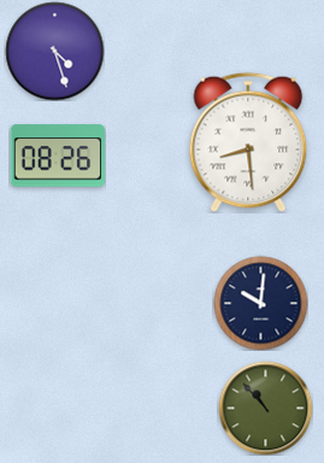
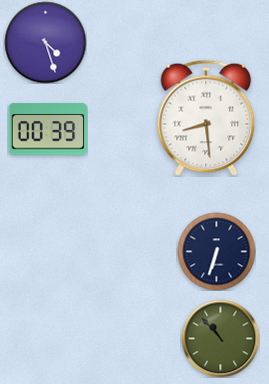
clock at (58, 156): 08:26 -> 00:39
clock at (260, 303): 10:01 -> 6:33
